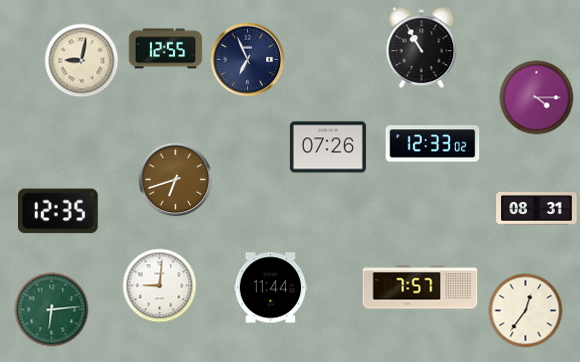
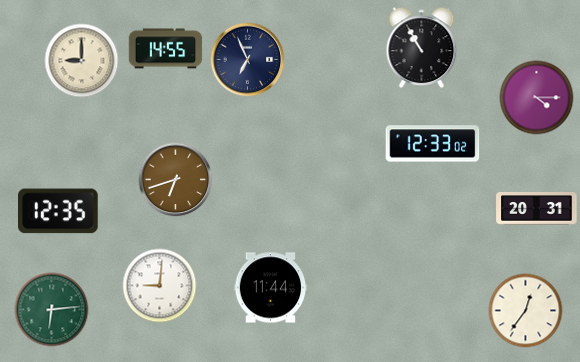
clock at (166, 49): 12:55 -> 14:55
clock at (82, 61): 9:02 -> 9:00
clock at (328, 147): 07:26 -> none
clock at (537, 209): 08:31 -> 20:31
clock at (420, 287): 7:57 -> none
